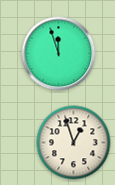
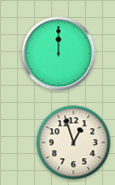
clock at (59, 54): 11:57 -> 12:00
